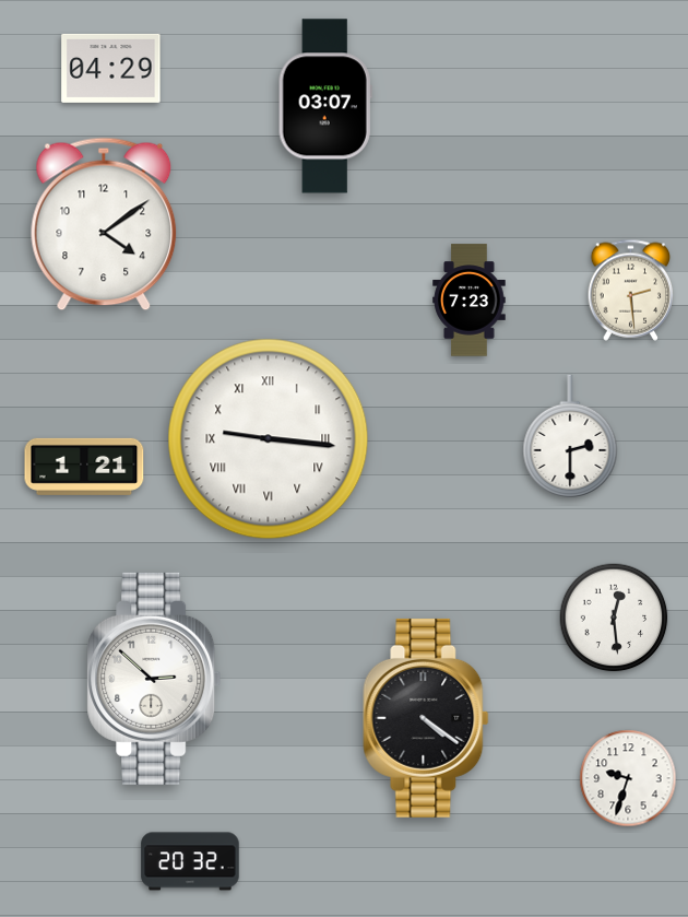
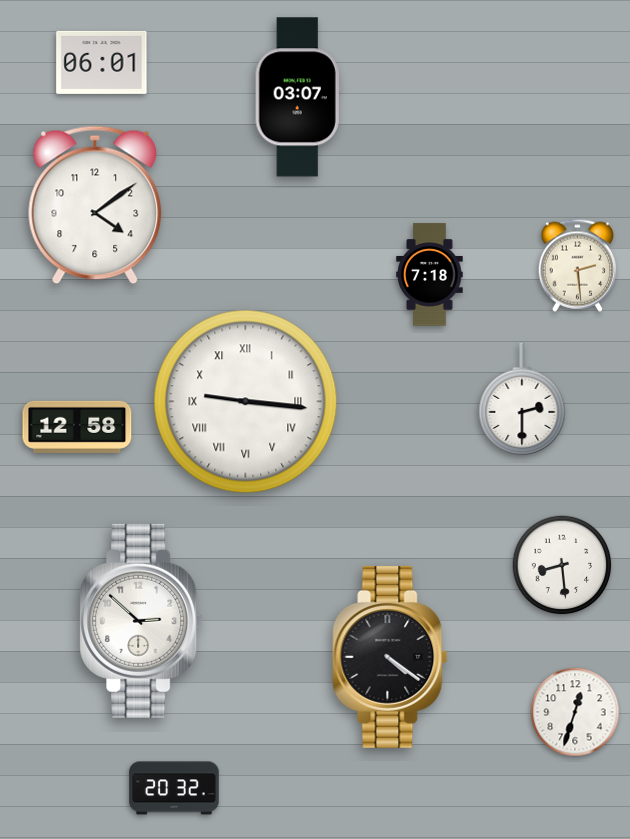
clock at (111, 68): 04:29 -> 06:01
clock at (470, 301): 7:23 -> 7:18
clock at (84, 467): 1:21 -> 12:58
clock at (614, 618): 12:29 -> 8:29
clock at (628, 778): 9:33 -> 12:33
